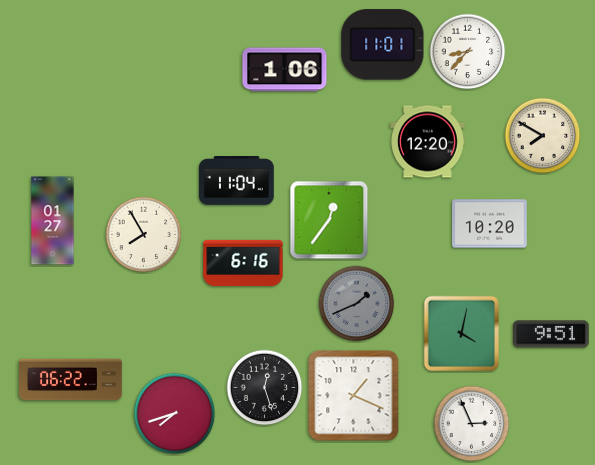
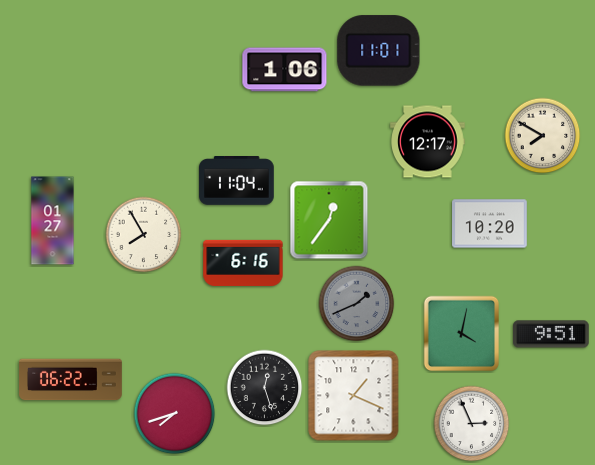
clock at (383, 45) position: (383, 45) -> (379, 51)
clock at (468, 52): 8:37 -> none
clock at (428, 142): 12:20 -> 12:17
